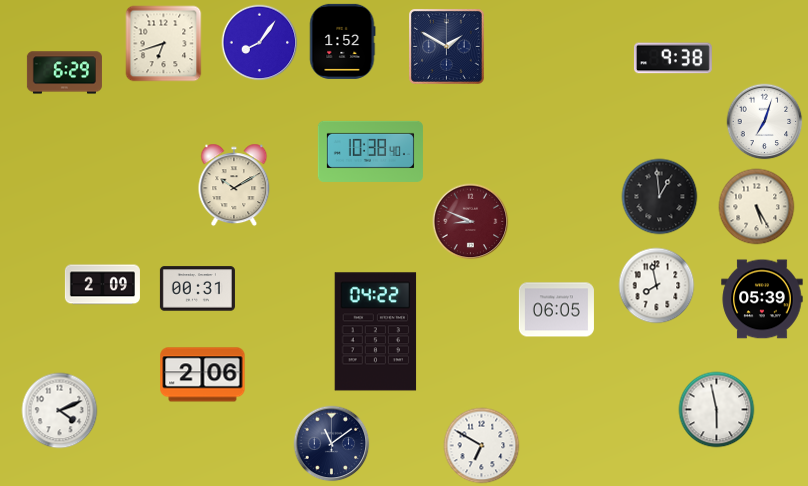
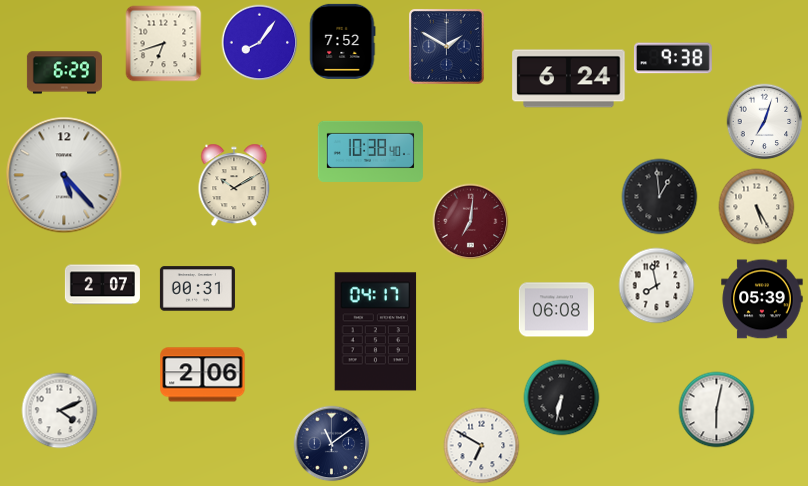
clock at (342, 41): 1:52 -> 7:52
clock at (569, 79): none -> 6:24
clock at (64, 175): none -> 5:23
clock at (471, 222): 8:49 -> 7:01
clock at (102, 285): 2:09 -> 2:07
clock at (556, 310): 06:05 -> 06:08
clock at (376, 332): 04:22 -> 04:17
clock at (562, 398): none -> 6:32
clock at (717, 410): 5:58 -> 6:02
